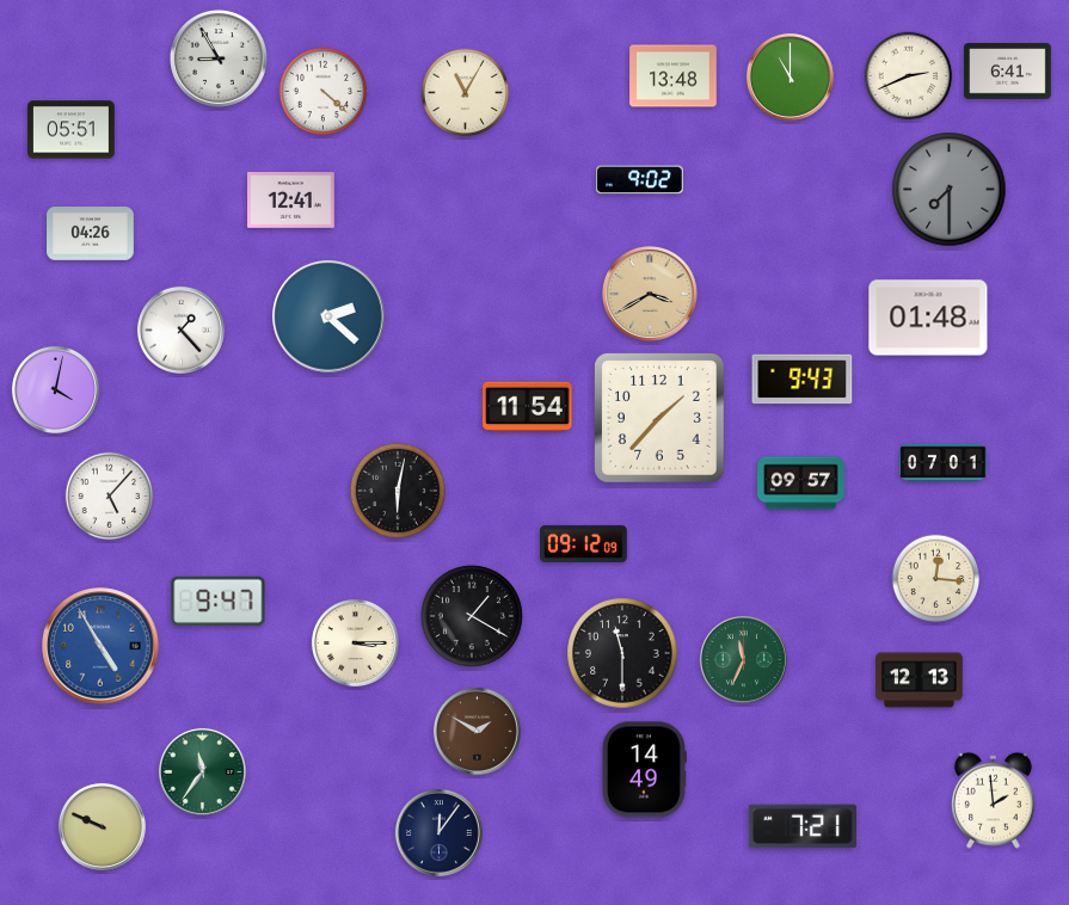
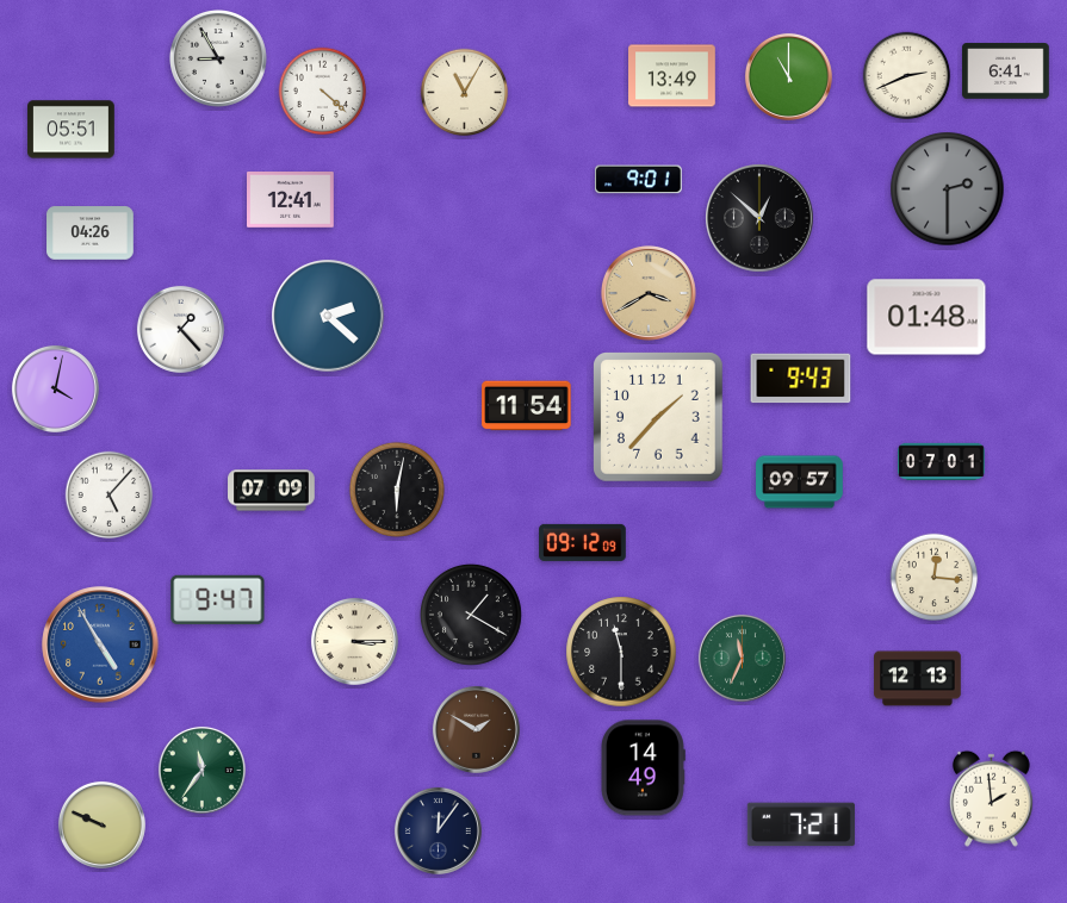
clock at (674, 76): 13:48 -> 13:49
clock at (640, 180): 9:02 -> 9:01
clock at (950, 190): 7:30 -> 2:30
clock at (759, 218): none -> 12:52
clock at (272, 491): none -> 07:09
